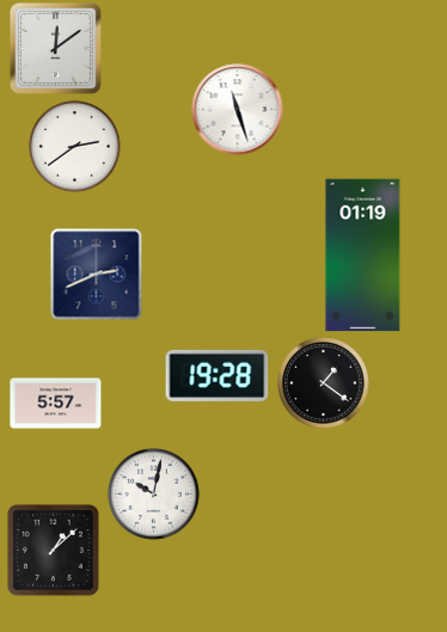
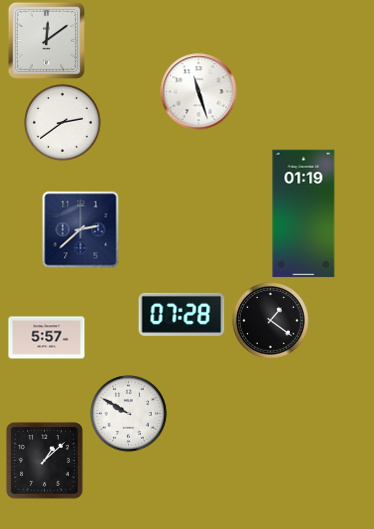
clock at (97, 275): 2:41 -> 2:38
clock at (218, 375): 19:28 -> 07:28
clock at (154, 495): 10:02 -> 9:50
